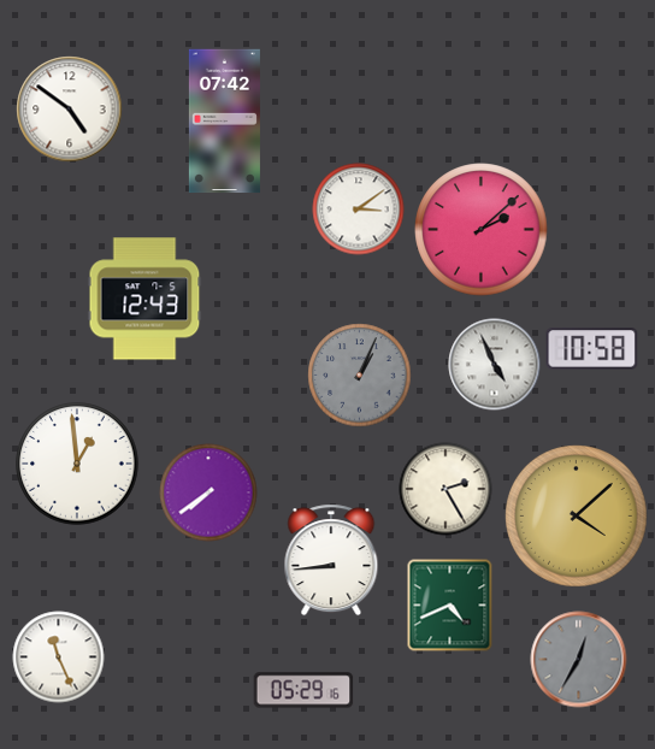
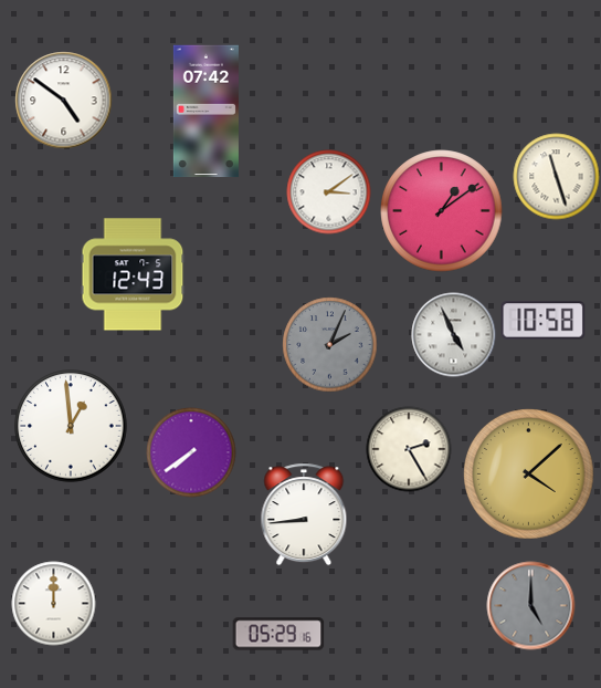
clock at (557, 177): none -> 11:27
clock at (482, 230): 2:08 -> 1:09
clock at (360, 376): 1:04 -> 2:04
clock at (450, 606): 4:41 -> none
clock at (59, 657): 11:26 -> 12:00
clock at (579, 660): 12:35 -> 5:00
